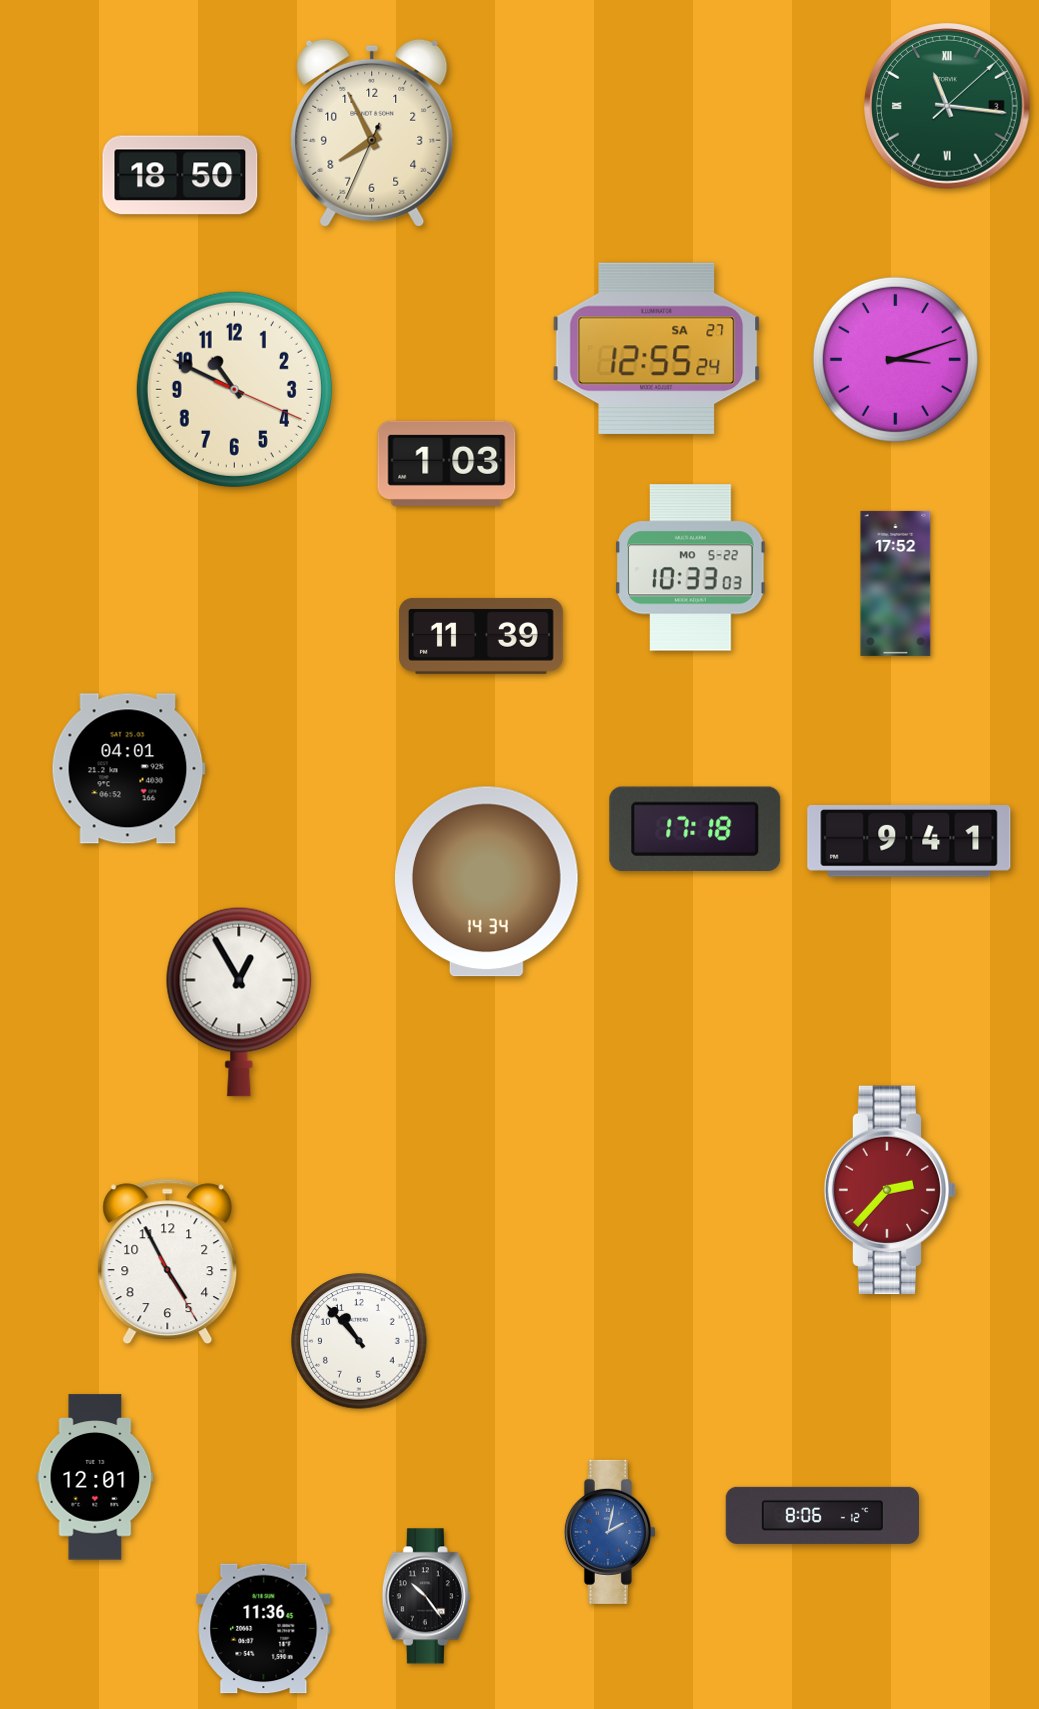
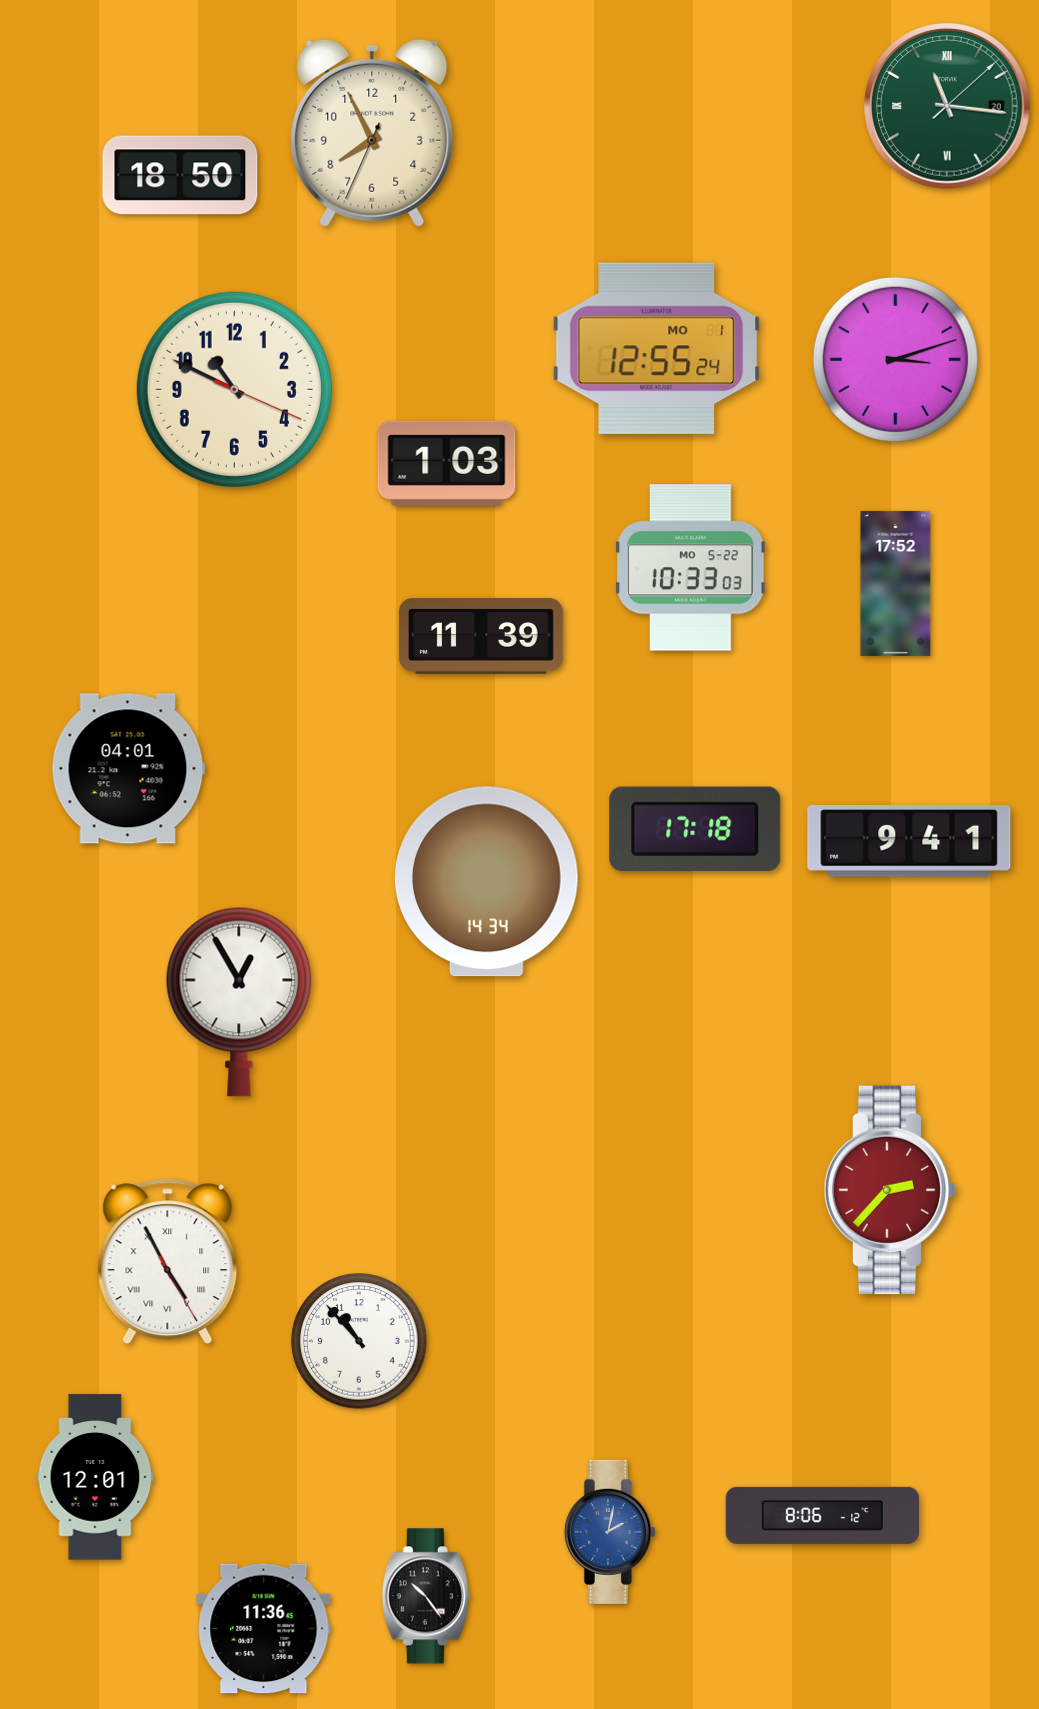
clock at (947, 106) date: 3 -> 20
clock at (657, 349) date: SA 27 -> MO 1
clock at (168, 1262) numerals: Arabic -> Roman
